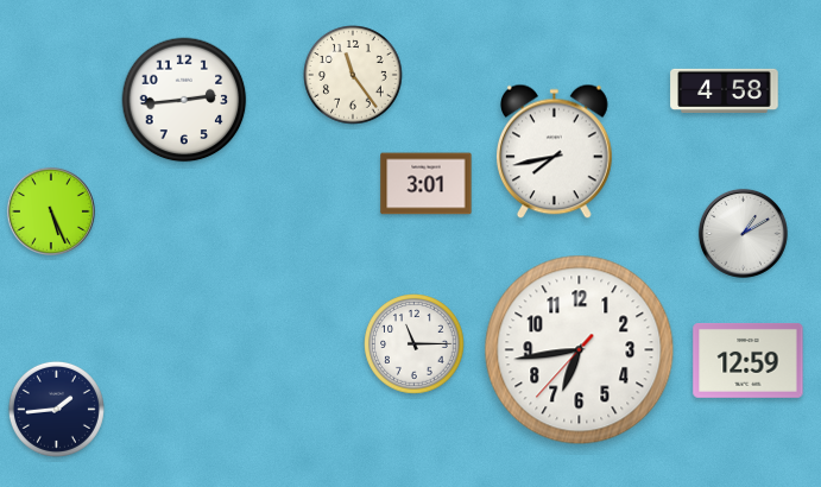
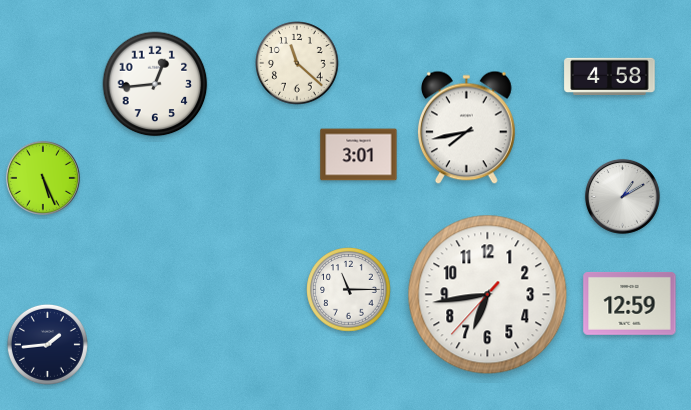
clock at (354, 76): 11:24 -> 11:22
clock at (184, 100): 2:44 -> 12:44
clock at (743, 233) position: (743, 233) -> (622, 196)
